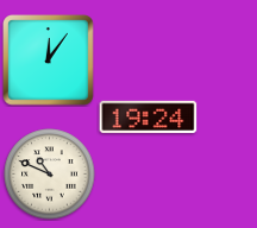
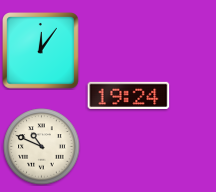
clock at (149, 116) position: (149, 116) -> (129, 95)
